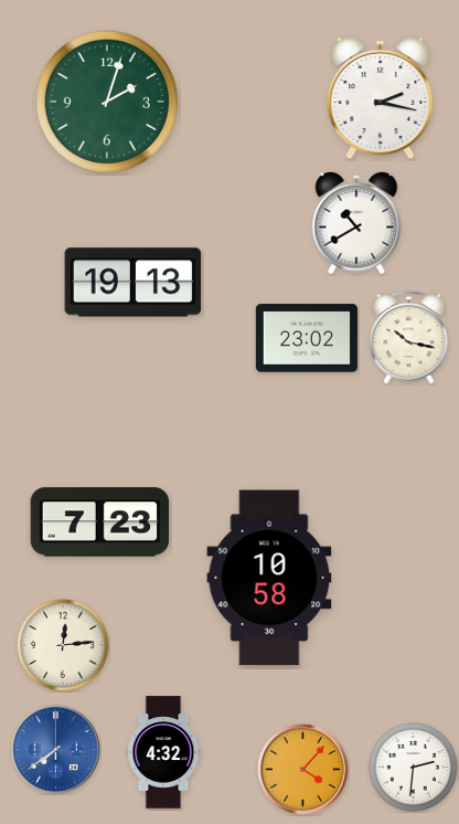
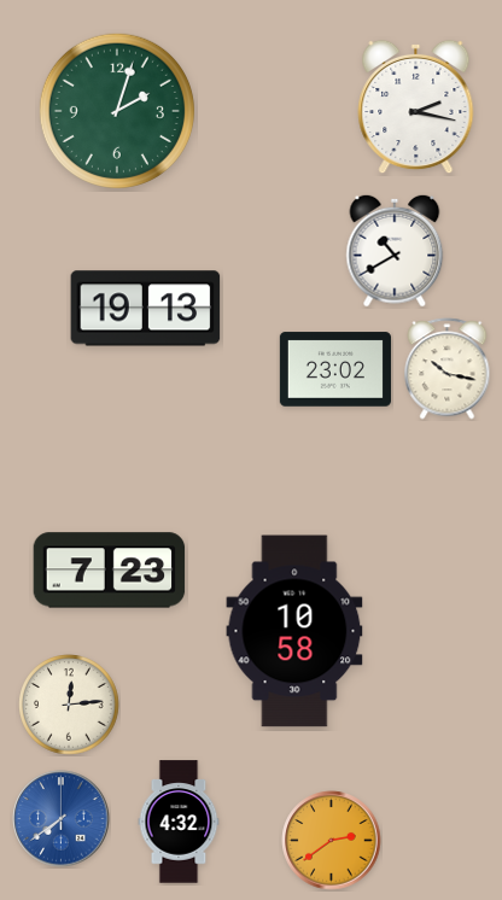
clock at (356, 223) position: (356, 223) -> (395, 251)
clock at (414, 768): 2:31 -> none
clock at (303, 770): 4:07 -> 2:39
